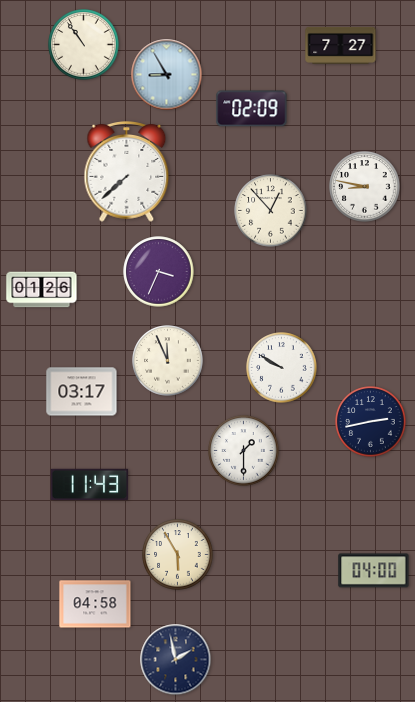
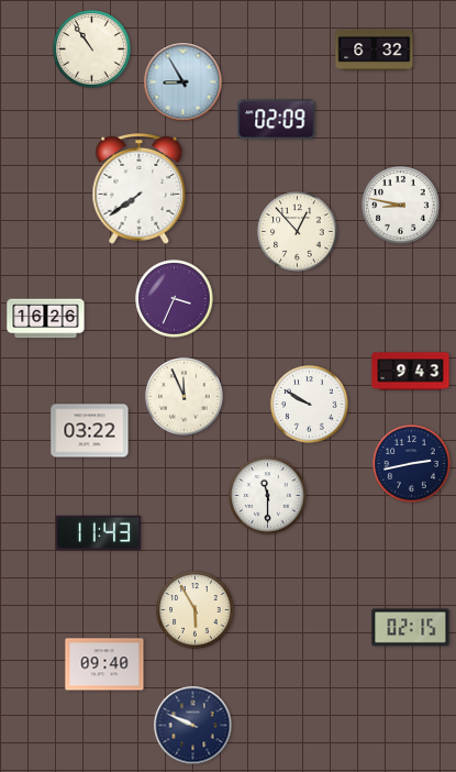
clock at (341, 45): 7:27 -> 6:32
clock at (127, 172): 7:38 -> 7:39
clock at (42, 290): 01:26 -> 16:26
clock at (411, 372): none -> 9:43
clock at (82, 392): 03:17 -> 03:22
clock at (371, 422) position: (371, 422) -> (412, 464)
clock at (244, 451): 1:30 -> 11:30
clock at (374, 571): 04:00 -> 02:15
clock at (95, 604): 04:58 -> 09:40
clock at (176, 660): 1:58 -> 9:49
